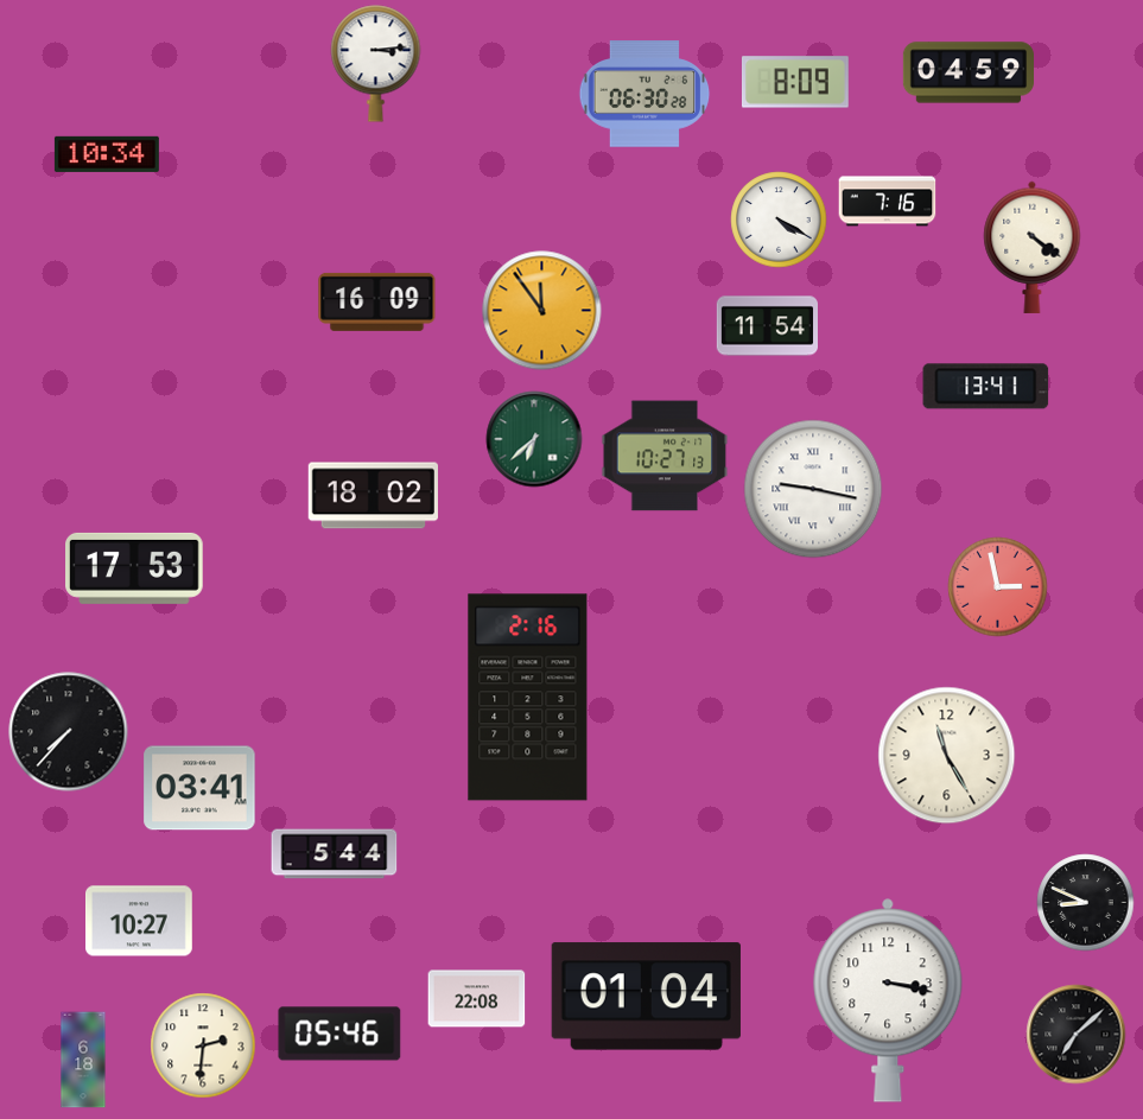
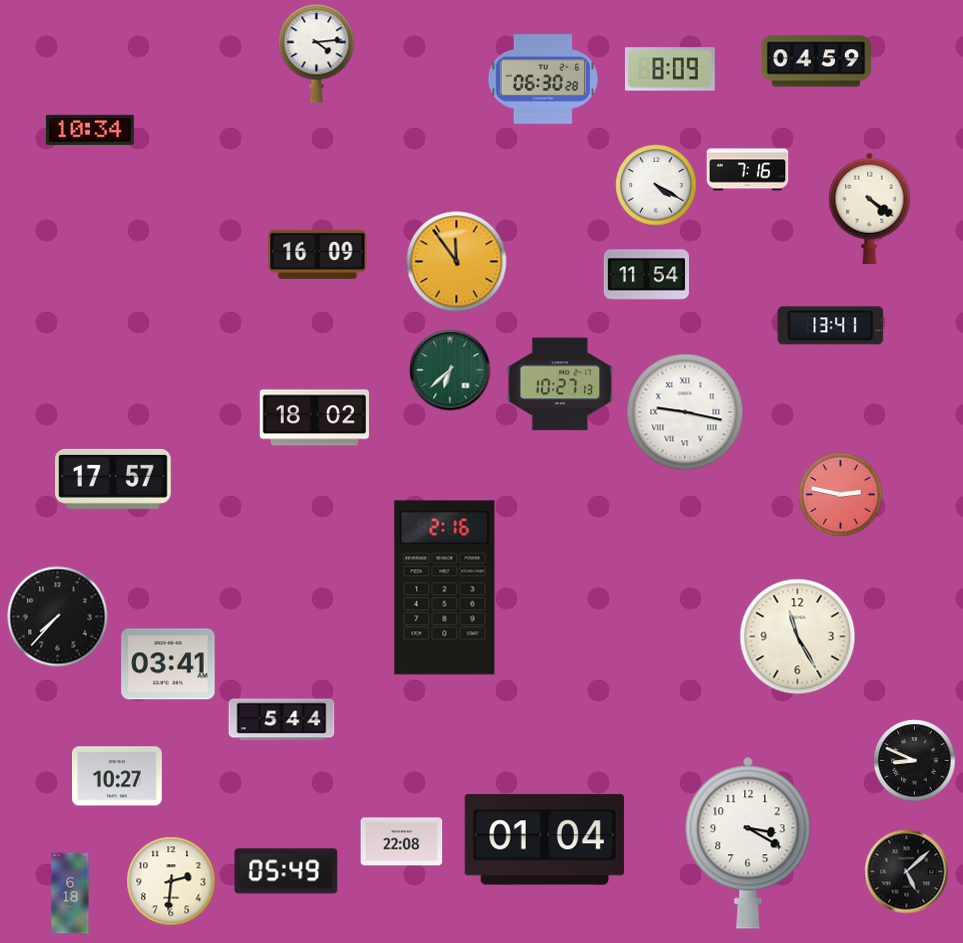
clock at (376, 64): 3:14 -> 4:14
clock at (135, 568): 17:53 -> 17:57
clock at (998, 587): 2:58 -> 2:47
clock at (888, 1000): 3:17 -> 3:20
clock at (339, 1034): 05:46 -> 05:49
clock at (1077, 1035): 7:08 -> 5:08
